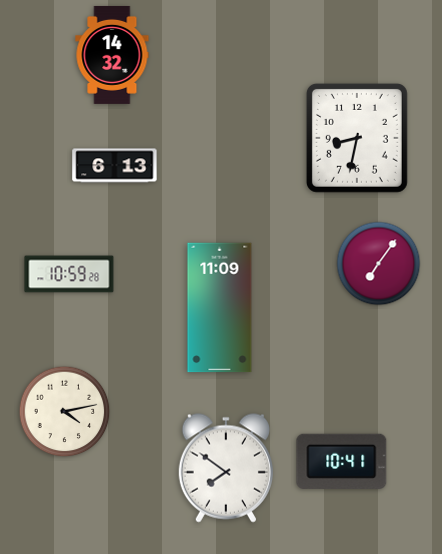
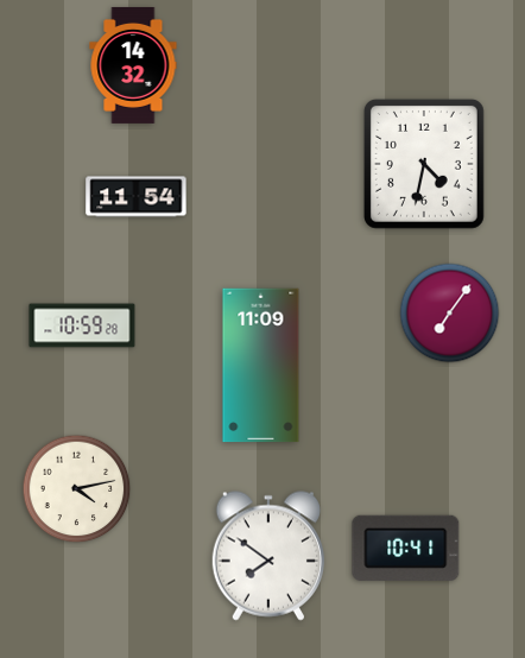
clock at (357, 138): 8:32 -> 4:32
clock at (115, 166): 6:13 -> 11:54
